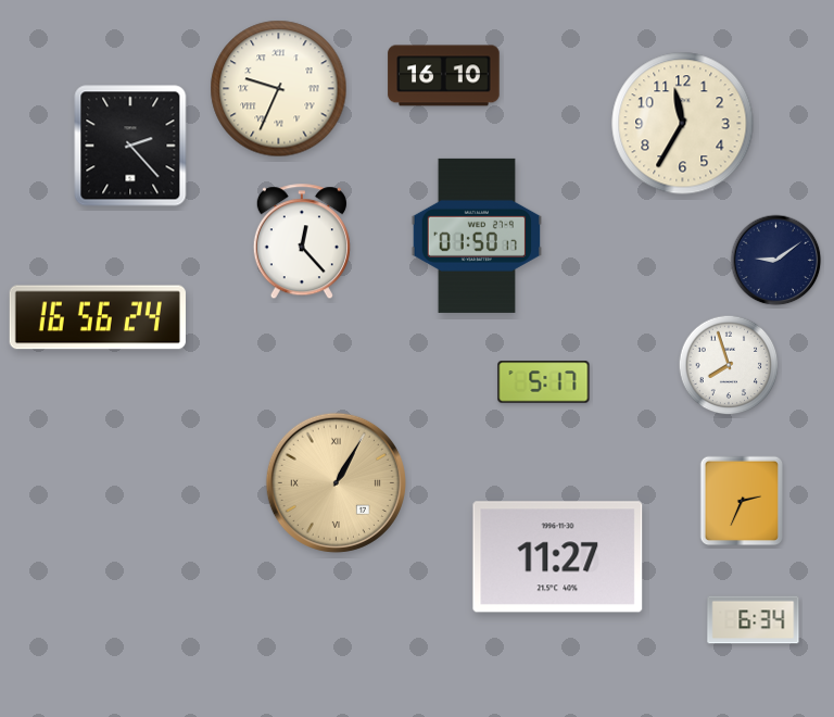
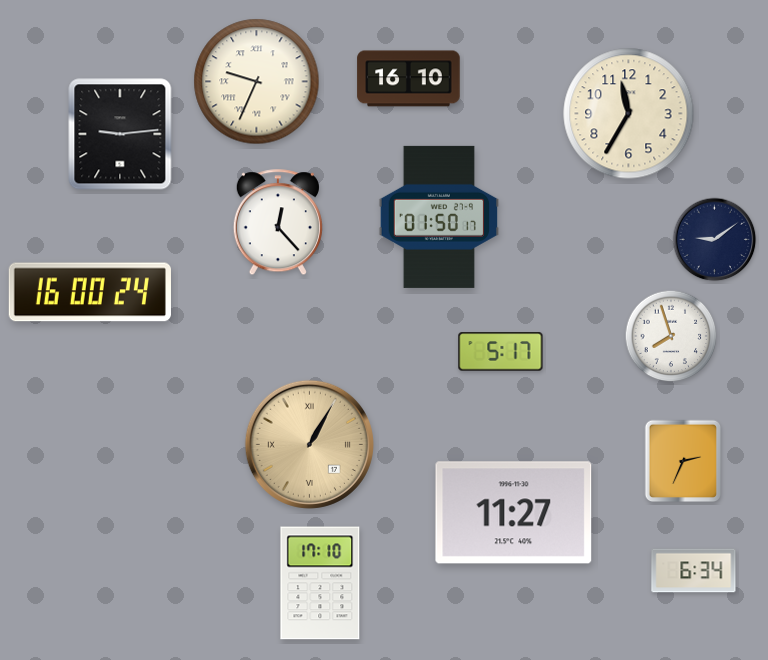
clock at (444, 76) position: (444, 76) -> (409, 79)
clock at (130, 146): 2:23 -> 9:14
clock at (98, 317): 16:56 -> 16:00
clock at (320, 583): none -> 17:10
